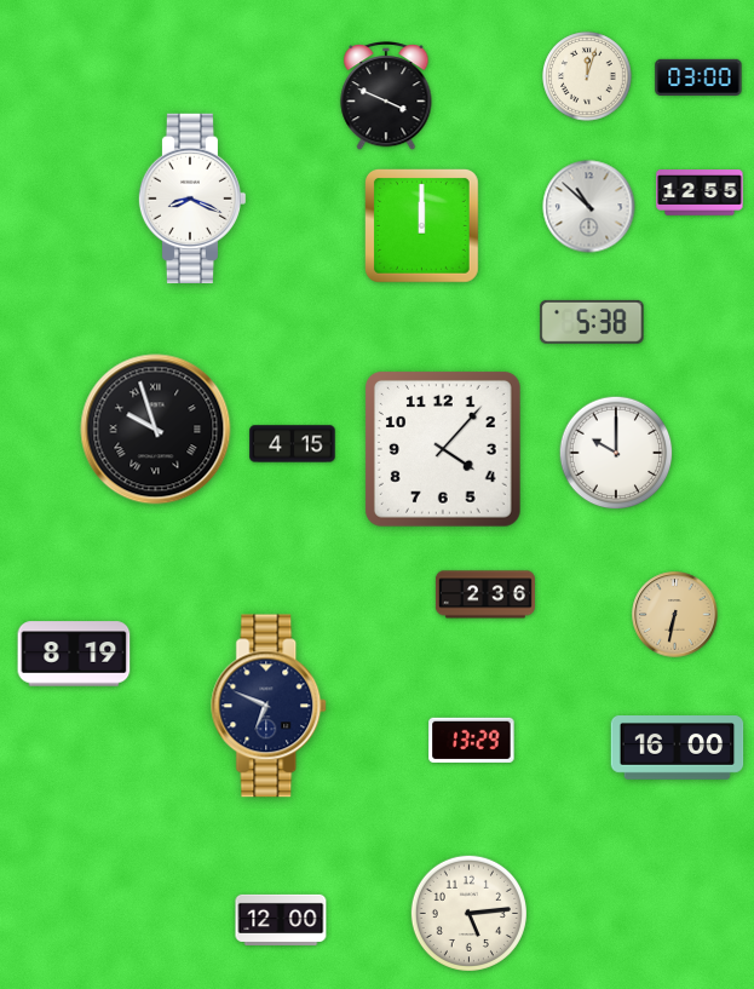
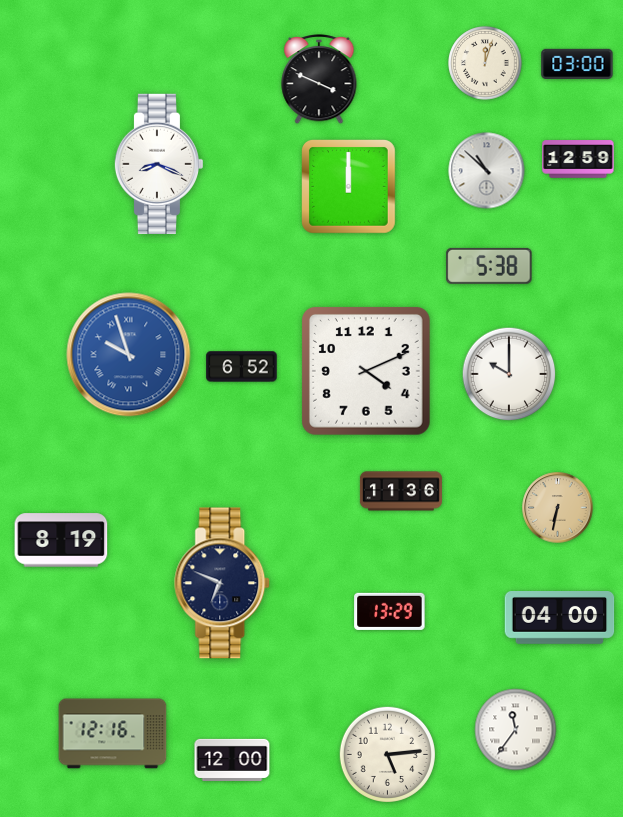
clock at (700, 192): 12:55 -> 12:59
clock at (156, 430) dial: black -> blue
clock at (293, 444): 4:15 -> 6:52
clock at (444, 450): 4:07 -> 4:11
clock at (485, 594): 2:36 -> 11:36
clock at (678, 748): 16:00 -> 04:00
clock at (516, 730): none -> 11:36
clock at (113, 734): none -> 12:16
